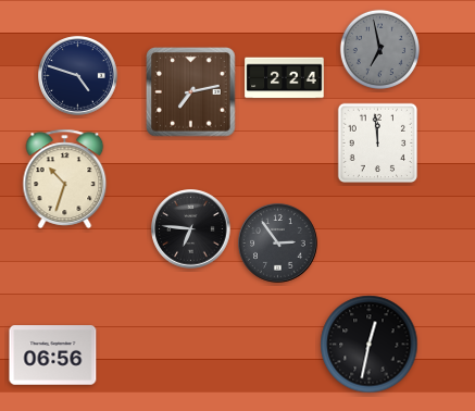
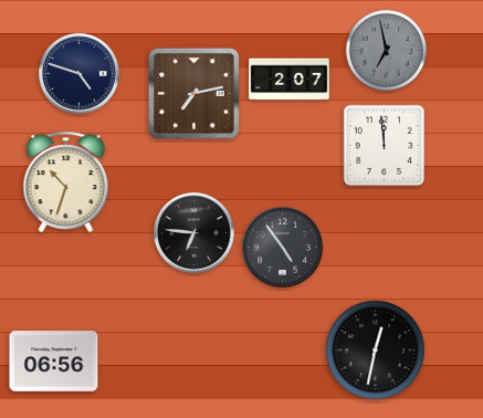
clock at (78, 76) position: (78, 76) -> (80, 74)
clock at (285, 78): 2:24 -> 2:07
clock at (278, 244): 2:54 -> 4:54
